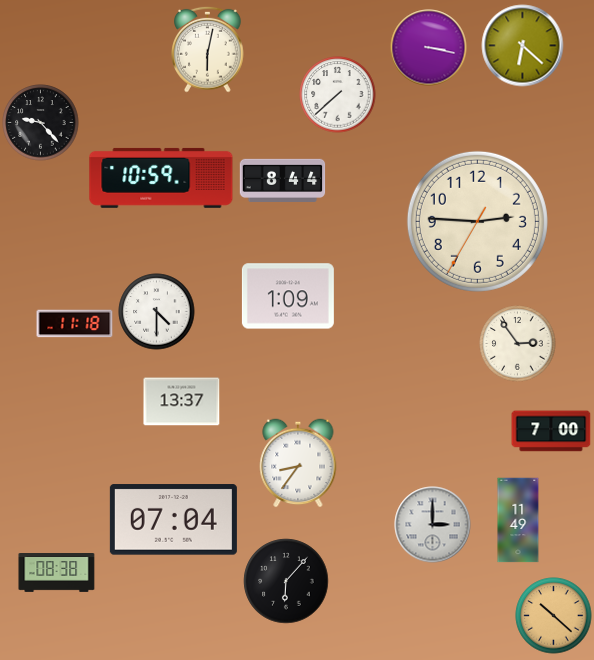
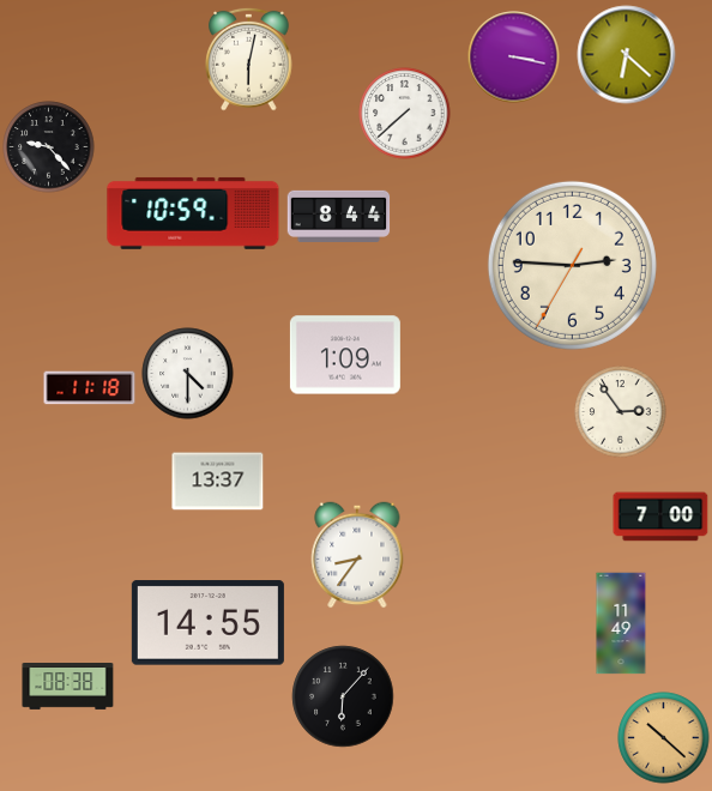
clock at (173, 520): 07:04 -> 14:55
clock at (433, 525): 3:00 -> none
